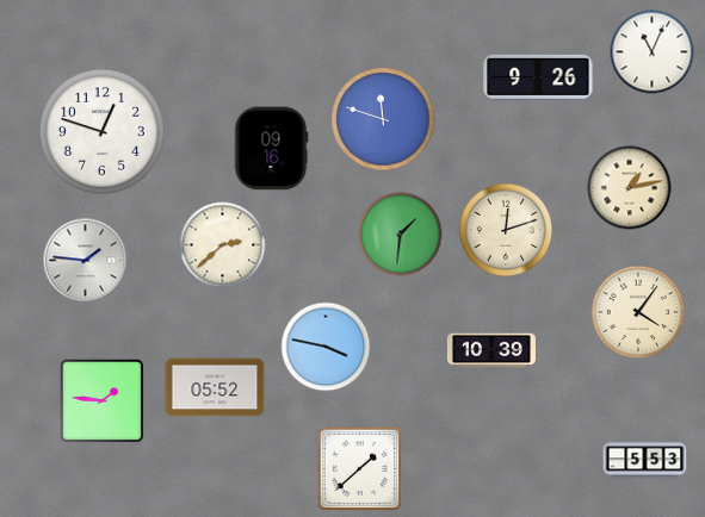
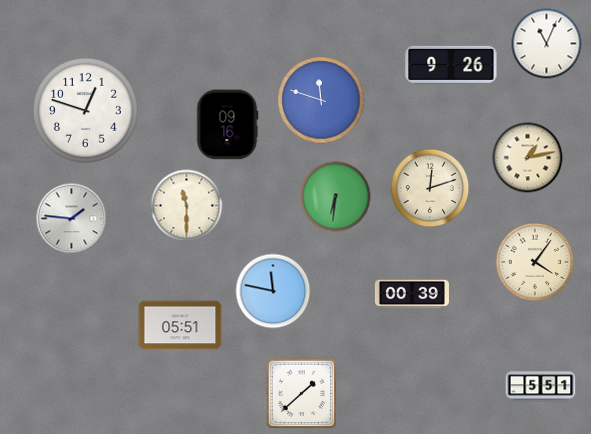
clock at (506, 230) position: (506, 230) -> (430, 188)
clock at (401, 235): 1:31 -> 6:31
clock at (223, 245): 2:38 -> 11:30
clock at (326, 347): 3:47 -> 11:47
clock at (491, 350): 10:39 -> 00:39
clock at (215, 387): 05:52 -> 05:51
clock at (103, 401): 1:46 -> none
clock at (645, 461): 5:53 -> 5:51
